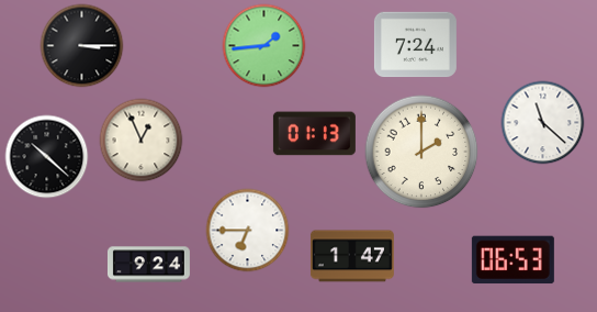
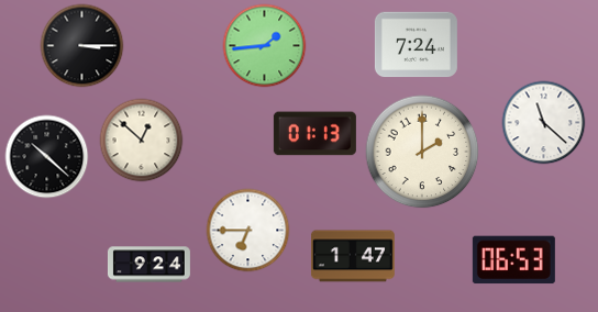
clock at (142, 141): 12:56 -> 12:52
